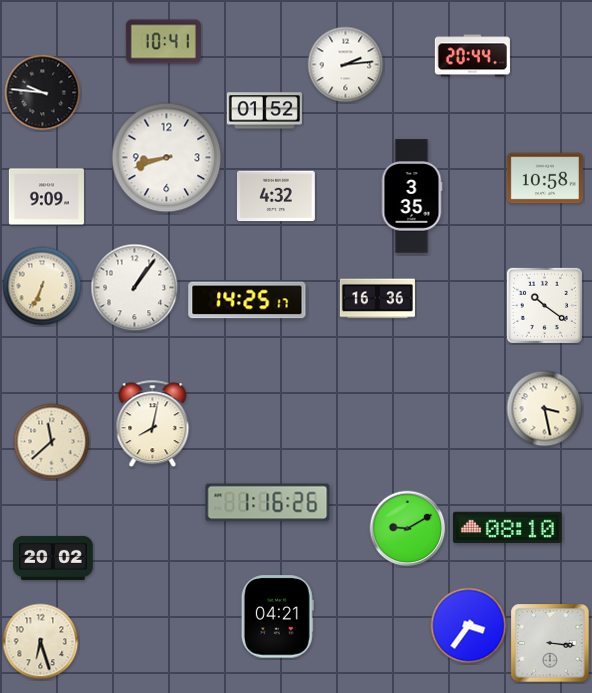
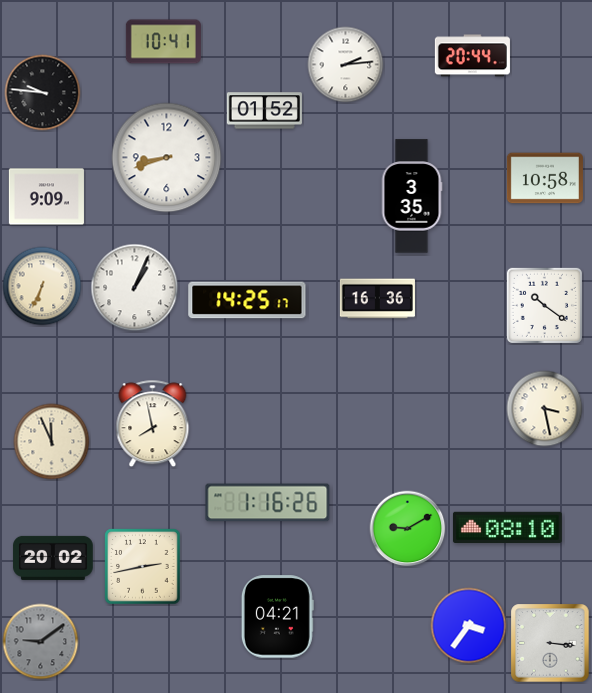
clock at (276, 196): 4:32 -> none
clock at (135, 288): 1:06 -> 1:04
clock at (153, 424): 8:02 -> 7:58
clock at (52, 442): 11:38 -> 11:56
clock at (143, 567): none -> 2:43
clock at (41, 642): 6:27 -> 9:09
clock at (41, 642) dial: cream -> grey
